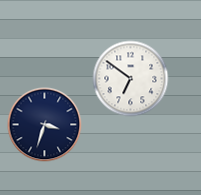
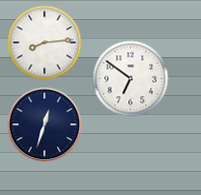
clock at (45, 43): none -> 8:14
clock at (45, 125): 3:33 -> 12:33
